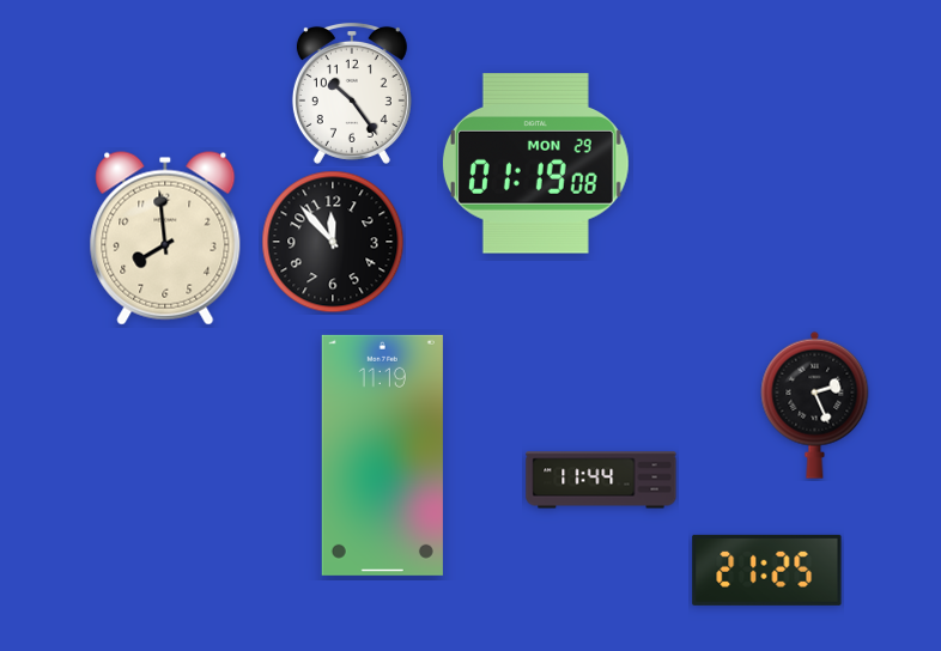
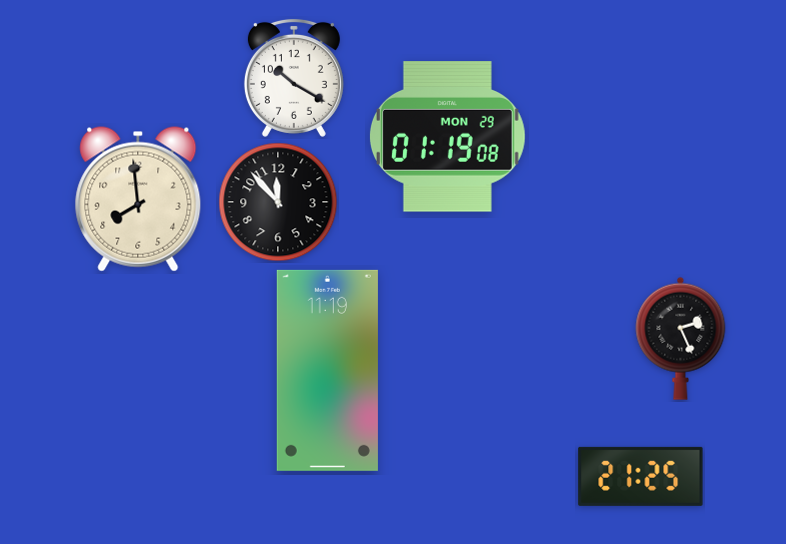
clock at (352, 93): 10:24 -> 10:20
clock at (382, 455) position: (382, 455) -> (327, 370)
clock at (601, 480): 11:44 -> none
